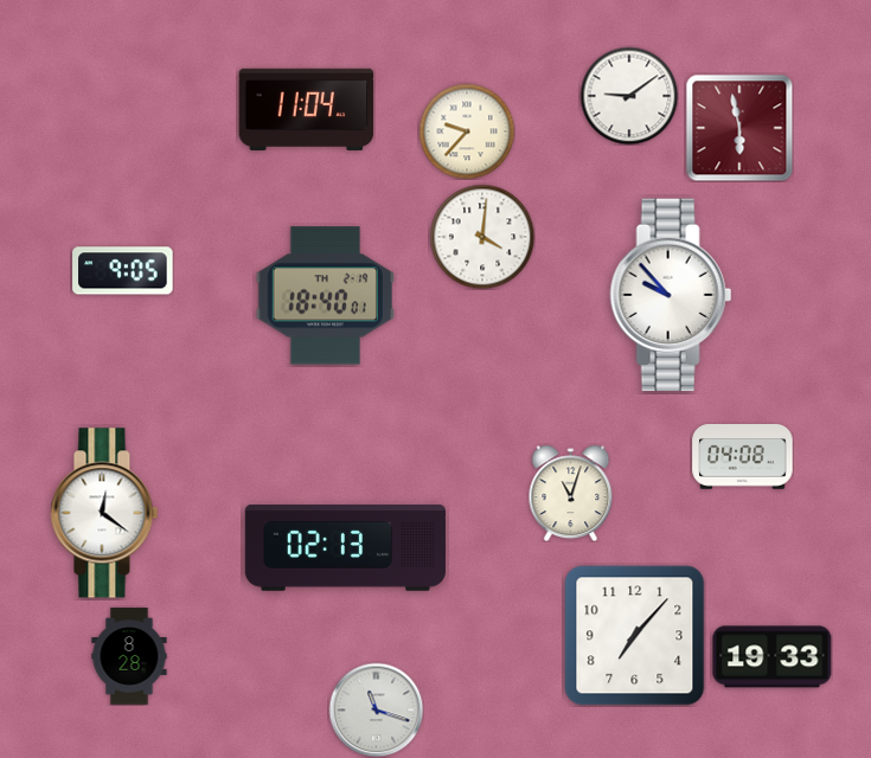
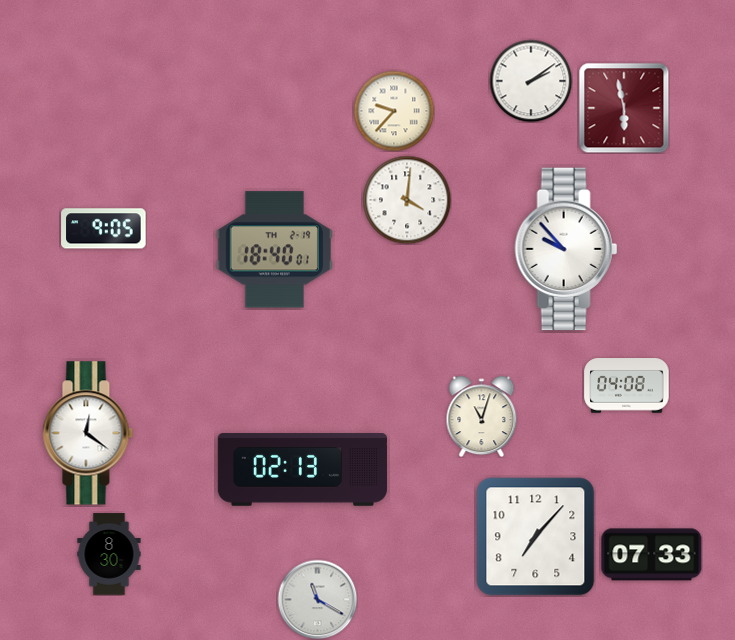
clock at (629, 96): 9:09 -> 2:09
clock at (307, 109): 11:04 -> none
clock at (345, 548) position: (345, 548) -> (302, 470)
clock at (129, 656): 8:28 -> 8:30
clock at (773, 657): 19:33 -> 07:33
clock at (376, 709): 11:18 -> 11:20
